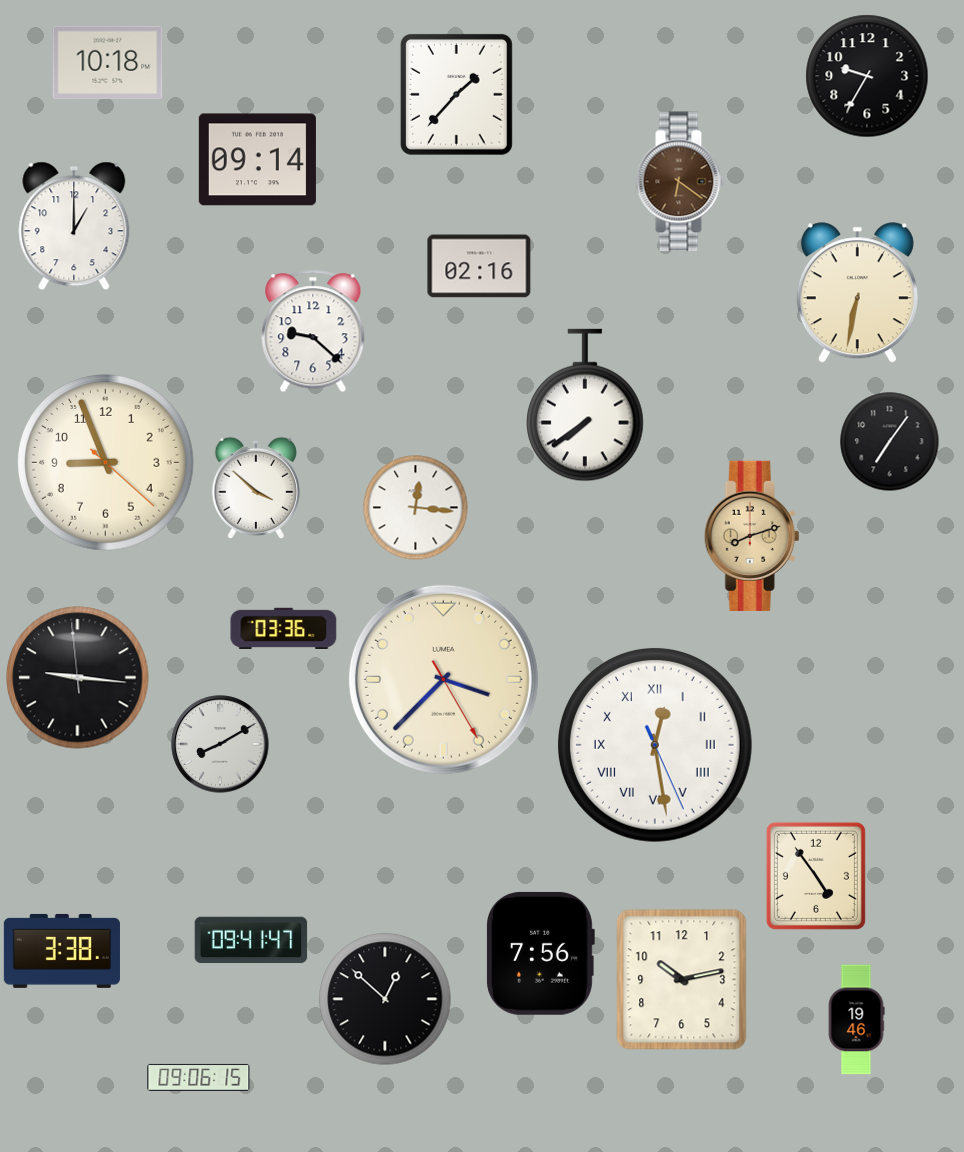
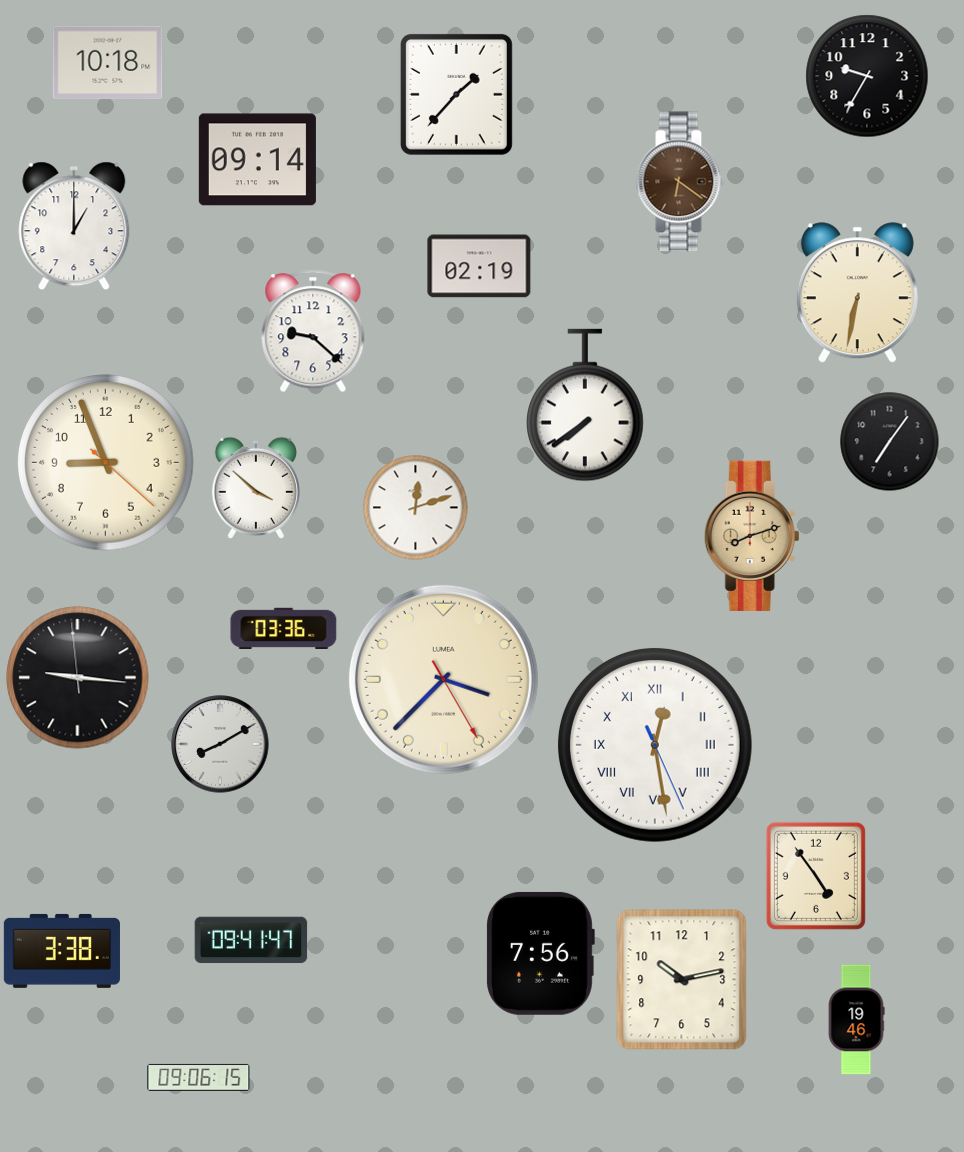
clock at (479, 266): 02:16 -> 02:19
clock at (416, 508): 12:16 -> 12:12
clock at (385, 999): 12:52 -> none
